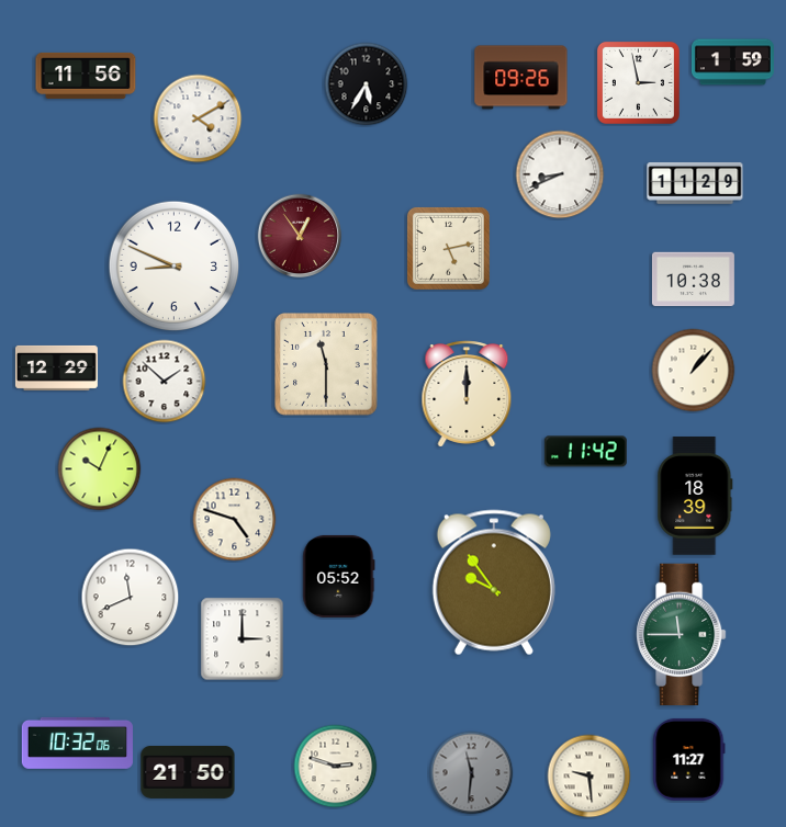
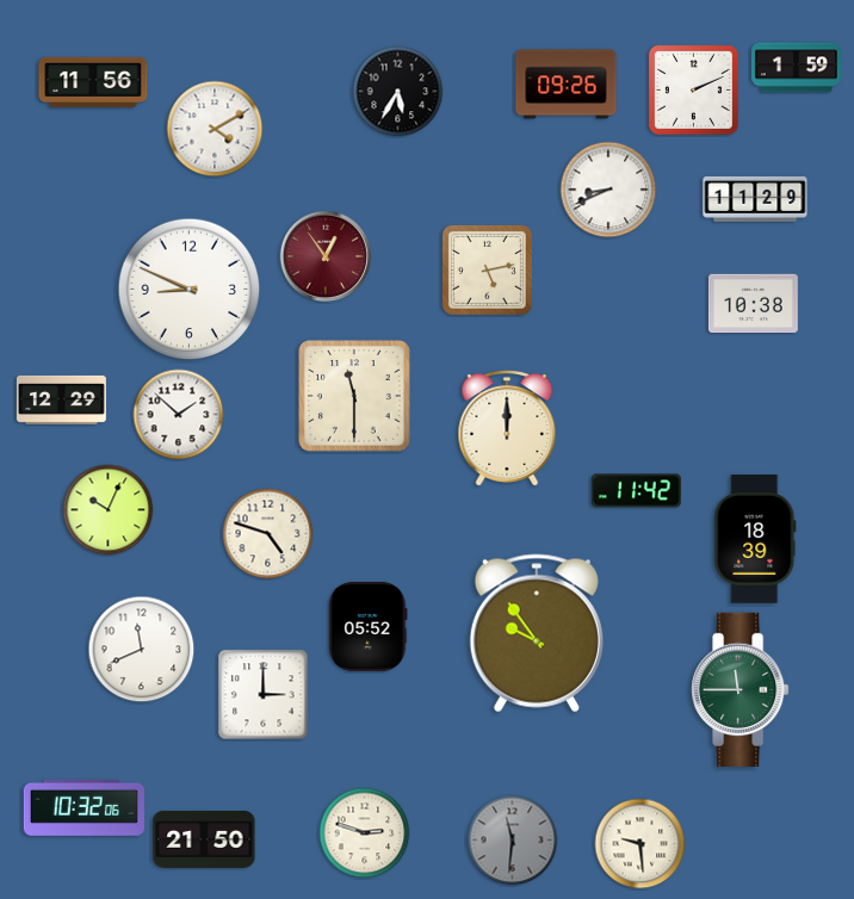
clock at (638, 82): 2:58 -> 2:11
clock at (694, 371): 1:07 -> none
clock at (235, 520) position: (235, 520) -> (268, 534)
clock at (689, 759): 11:27 -> none
